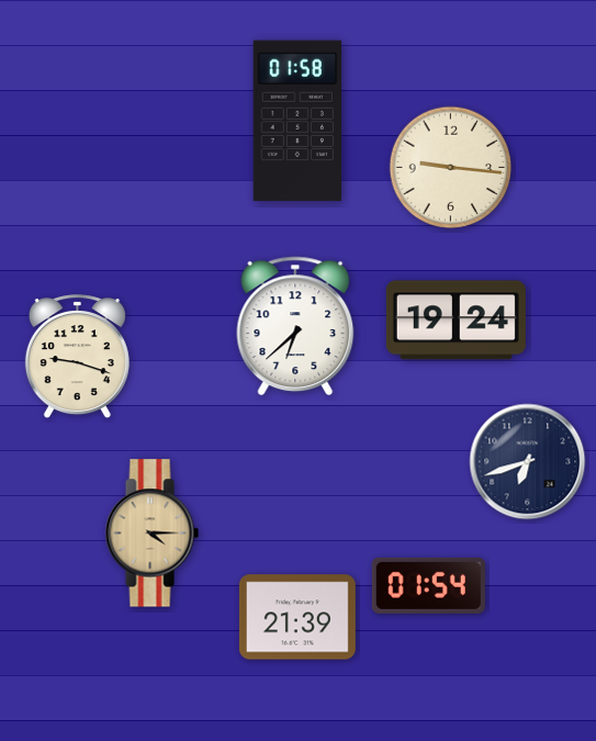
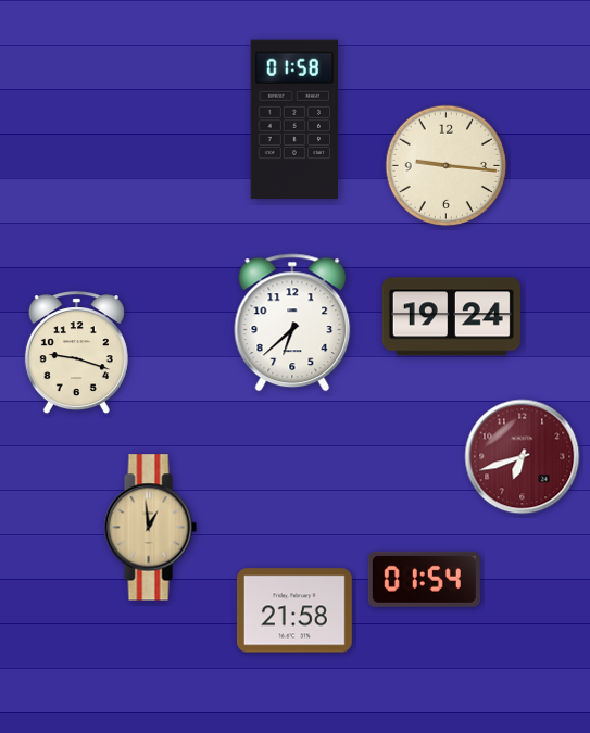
clock at (528, 462) dial: navy -> burgundy
clock at (151, 534): 4:15 -> 12:59
clock at (297, 617): 21:39 -> 21:58
